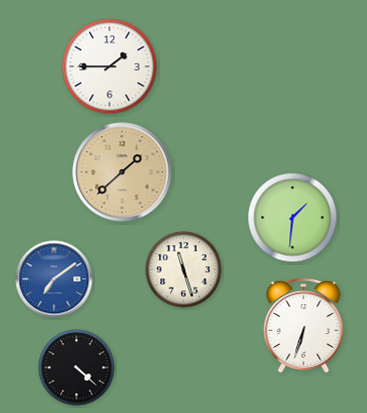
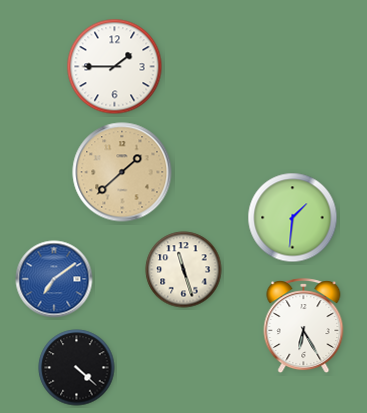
clock at (110, 67) position: (110, 67) -> (115, 67)
clock at (304, 326): 6:33 -> 6:25
